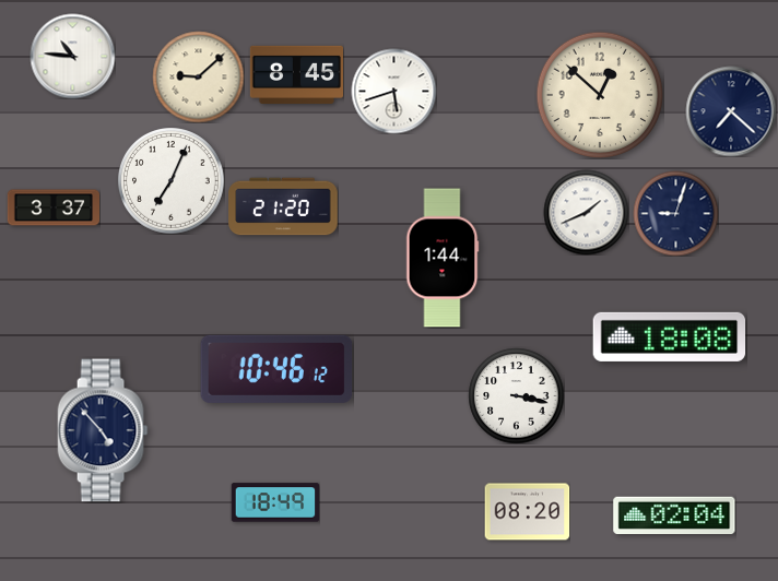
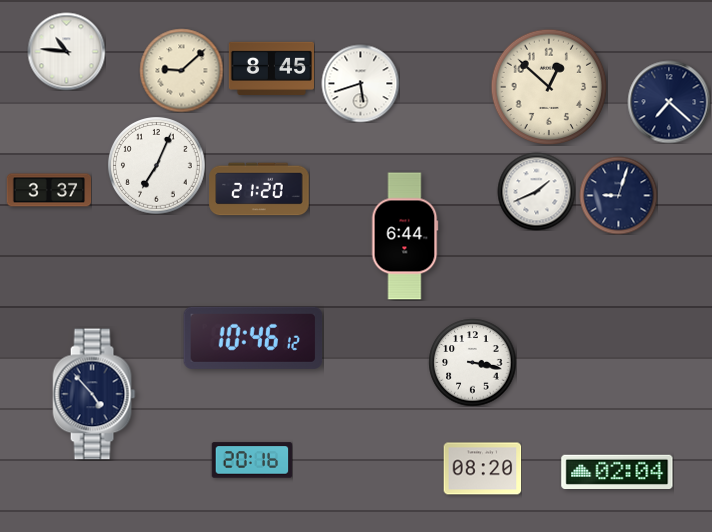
clock at (586, 212) position: (586, 212) -> (536, 191)
clock at (443, 258): 1:44 -> 6:44
clock at (670, 336): 18:08 -> none
clock at (275, 502): 18:49 -> 20:16
